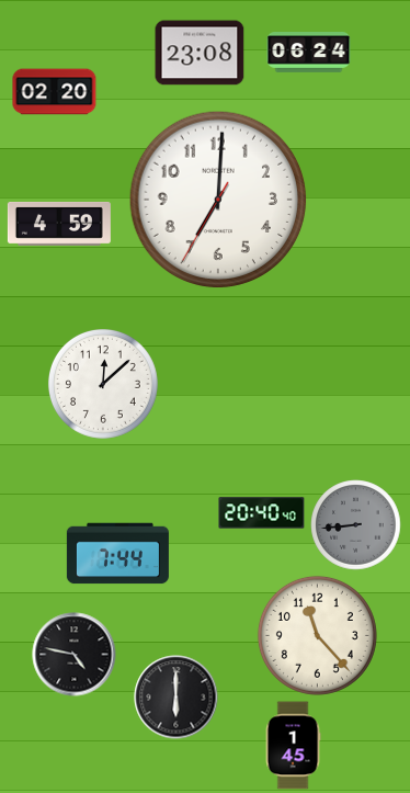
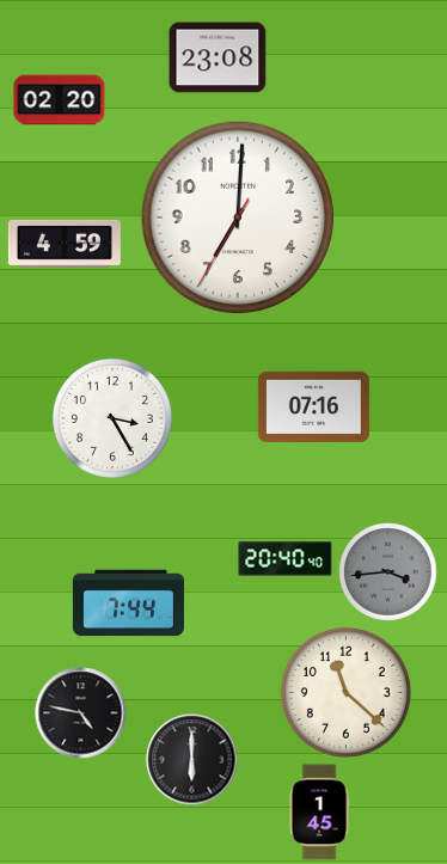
clock at (309, 53): 06:24 -> none
clock at (313, 408): none -> 07:16
clock at (103, 384): 12:08 -> 3:25
clock at (356, 525): 8:44 -> 3:44
clock at (317, 635): 11:23 -> 11:22
